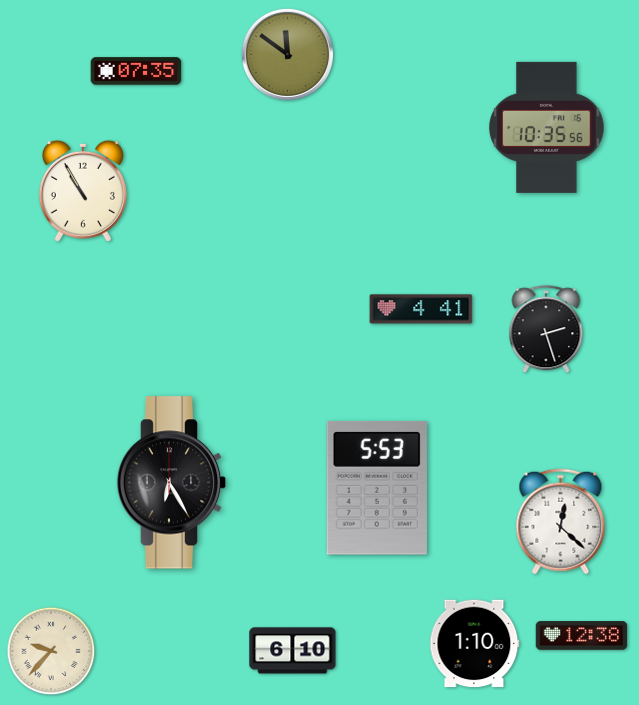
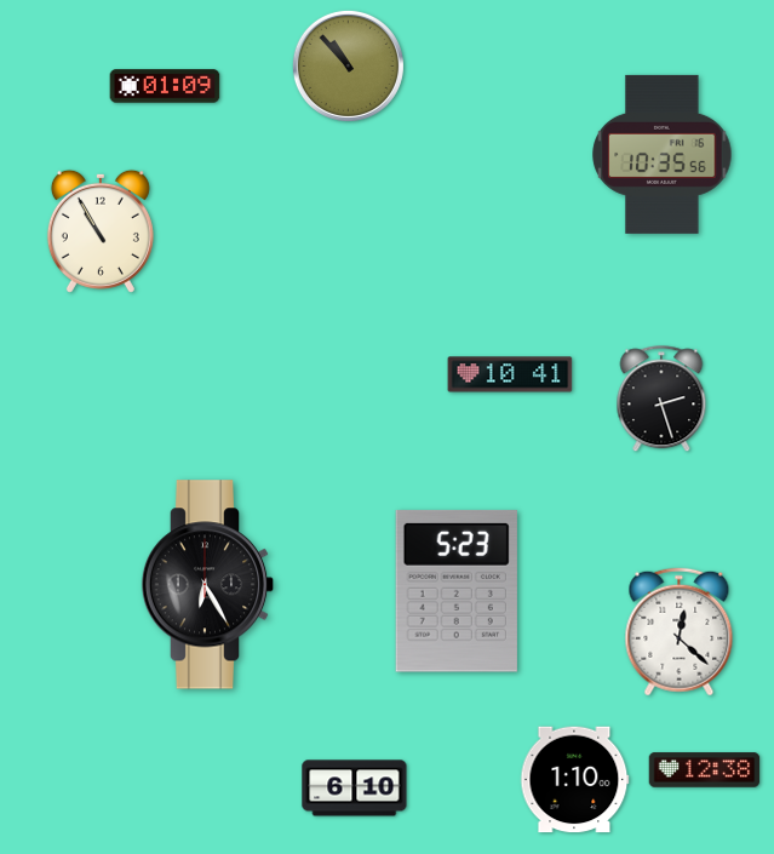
clock at (287, 54): 11:51 -> 10:53
clock at (136, 71): 07:35 -> 01:09
clock at (421, 309): 4:41 -> 10:41
clock at (377, 488): 5:53 -> 5:23
clock at (51, 651): 9:37 -> none
